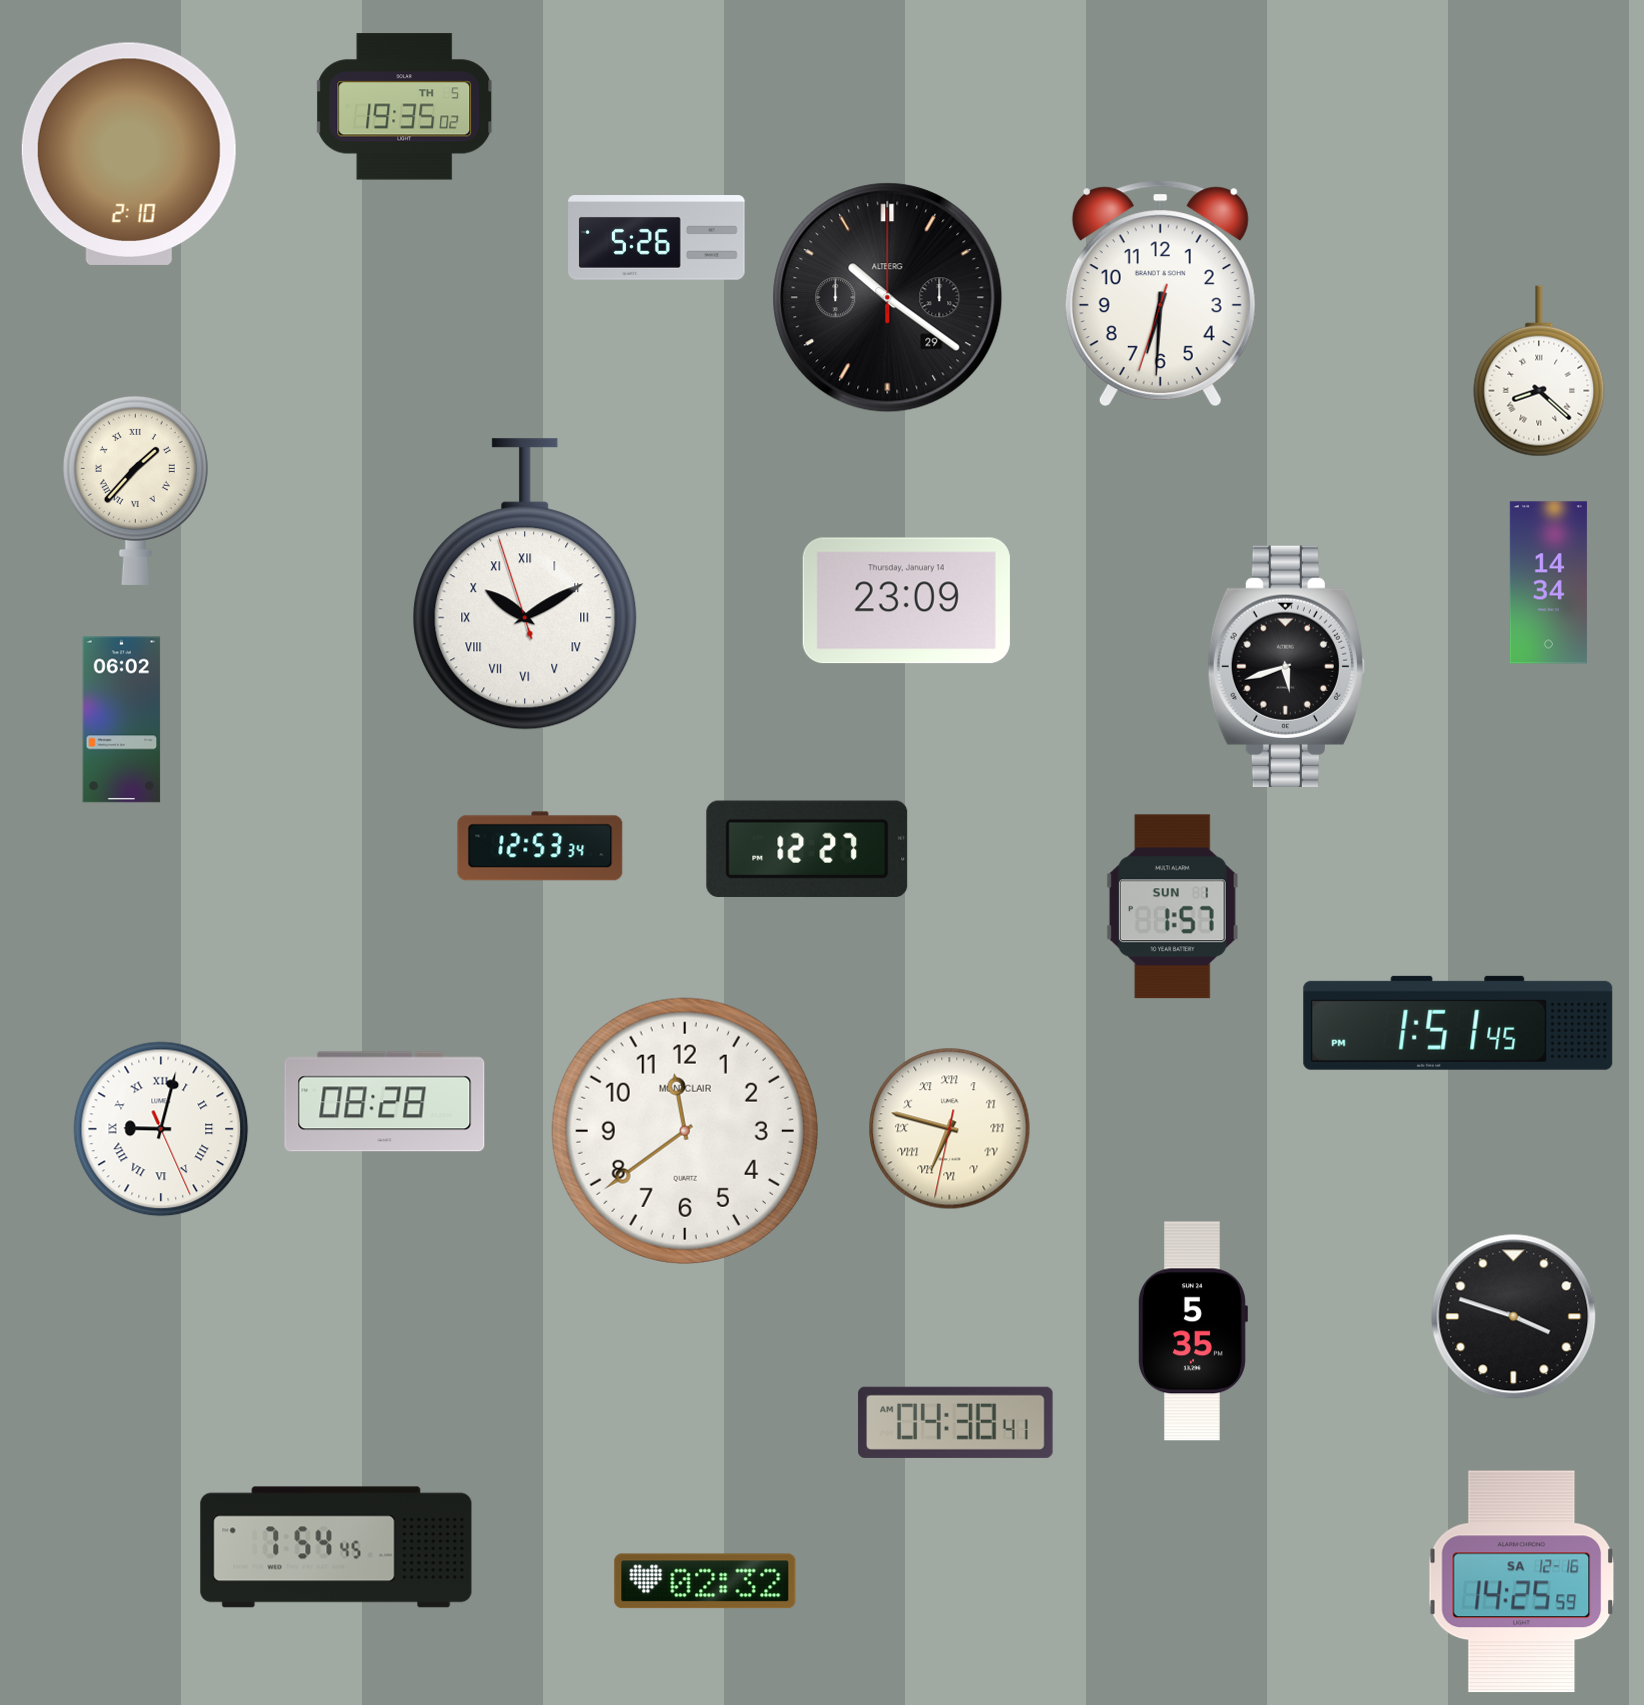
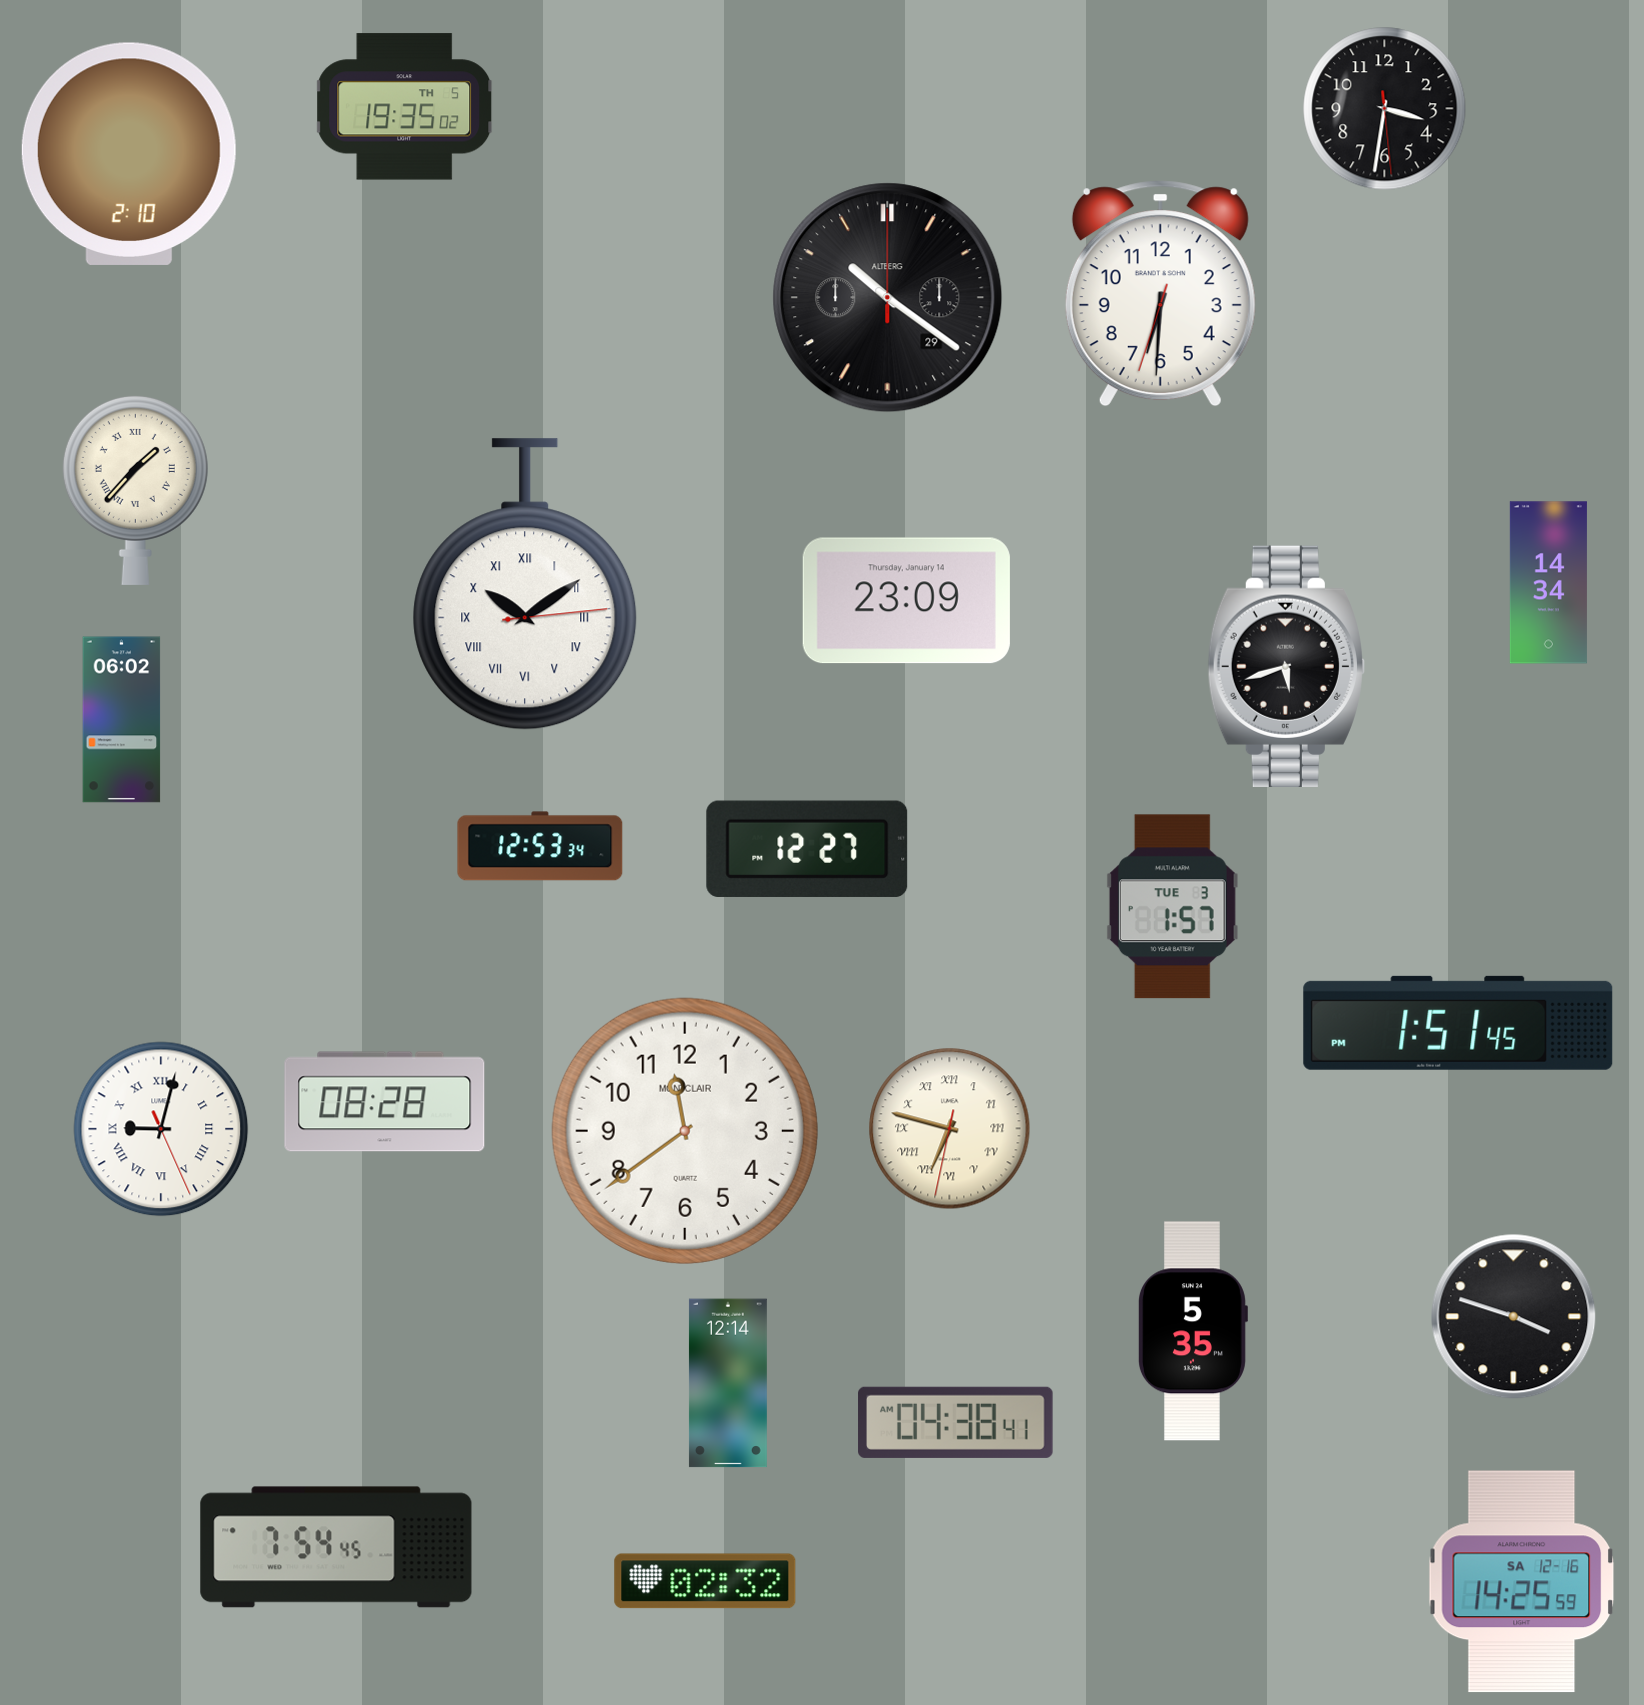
clock at (1385, 109): none -> 3:31
clock at (657, 238): 5:26 -> none
clock at (1539, 371): 8:22 -> none
clock at (525, 584): 10:09:57 -> 10:09:14
clock at (1172, 907) date: SUN 1 -> TUE 3
clock at (728, 1383): none -> 12:14
